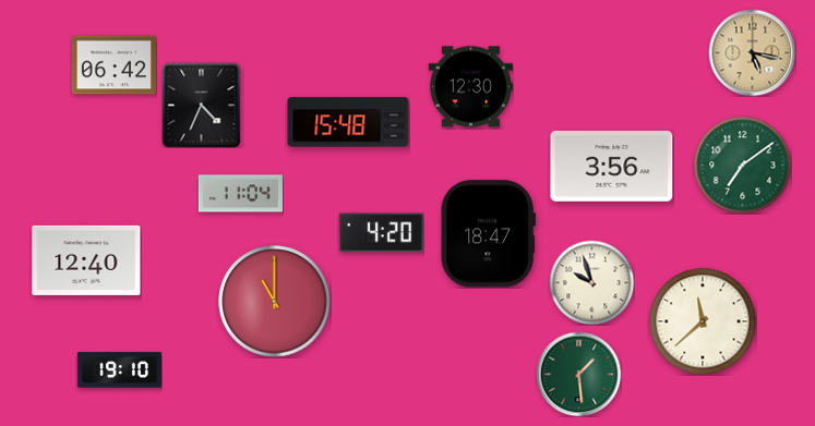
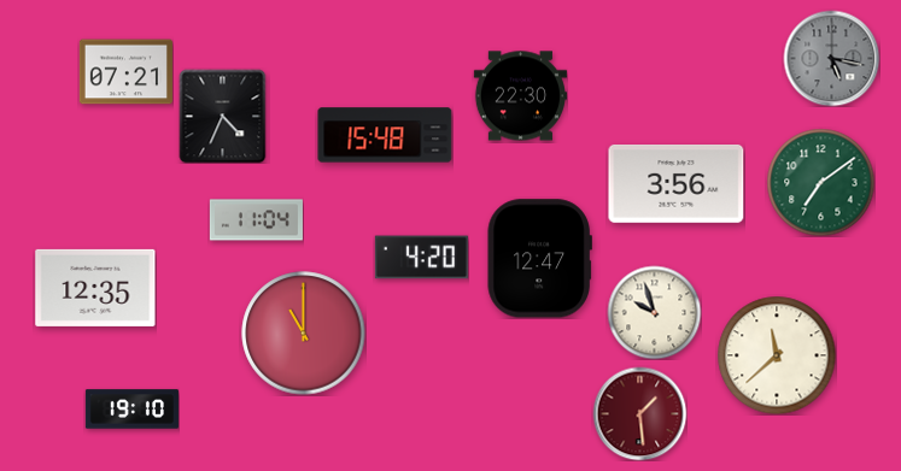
clock at (752, 52) dial: champagne -> grey
clock at (113, 65): 06:42 -> 07:21
clock at (470, 87): 12:30 -> 22:30
clock at (240, 194) position: (240, 194) -> (256, 220)
clock at (488, 234): 18:47 -> 12:47
clock at (86, 260): 12:40 -> 12:35
clock at (578, 374) dial: green -> burgundy
